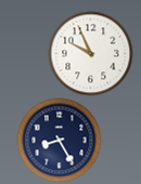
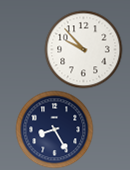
clock at (90, 53): 9:56 -> 9:53
